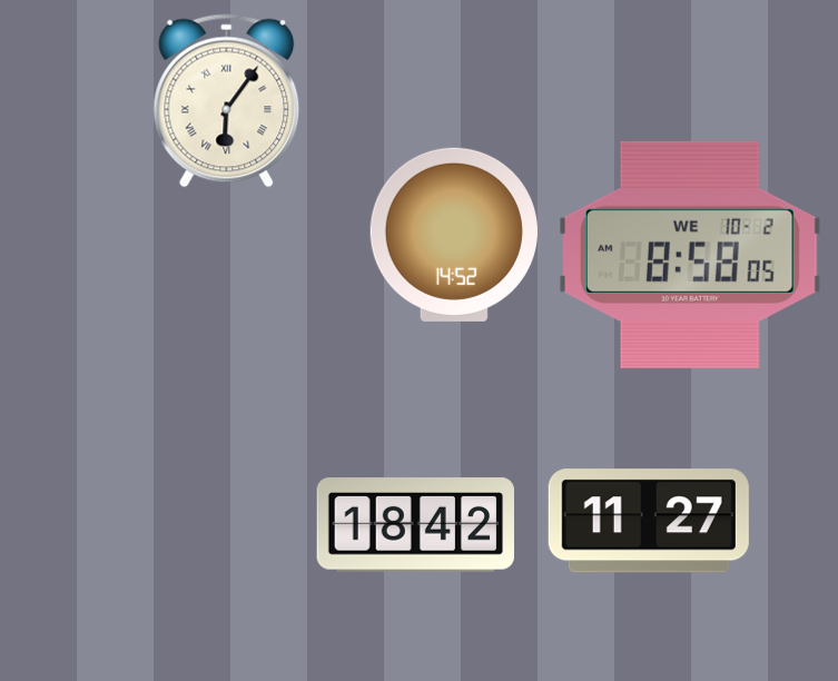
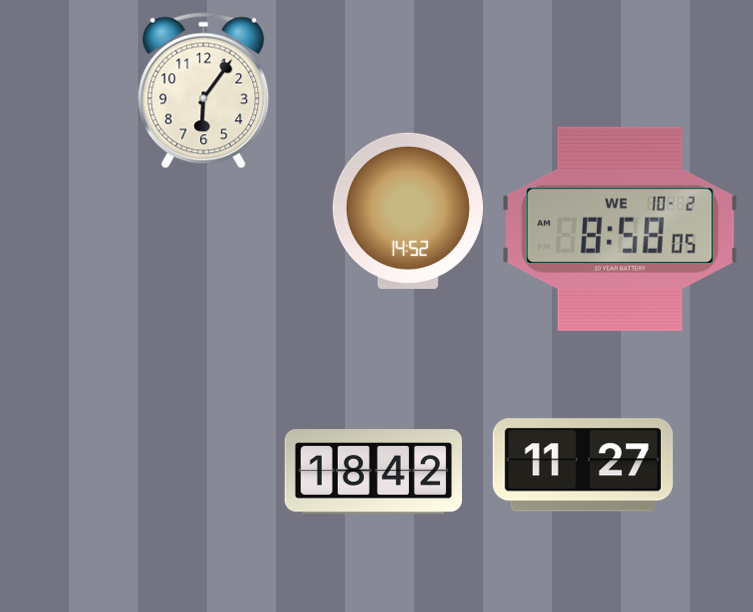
clock at (227, 101) numerals: Roman -> Arabic
clock at (649, 521) position: (649, 521) -> (583, 465)
